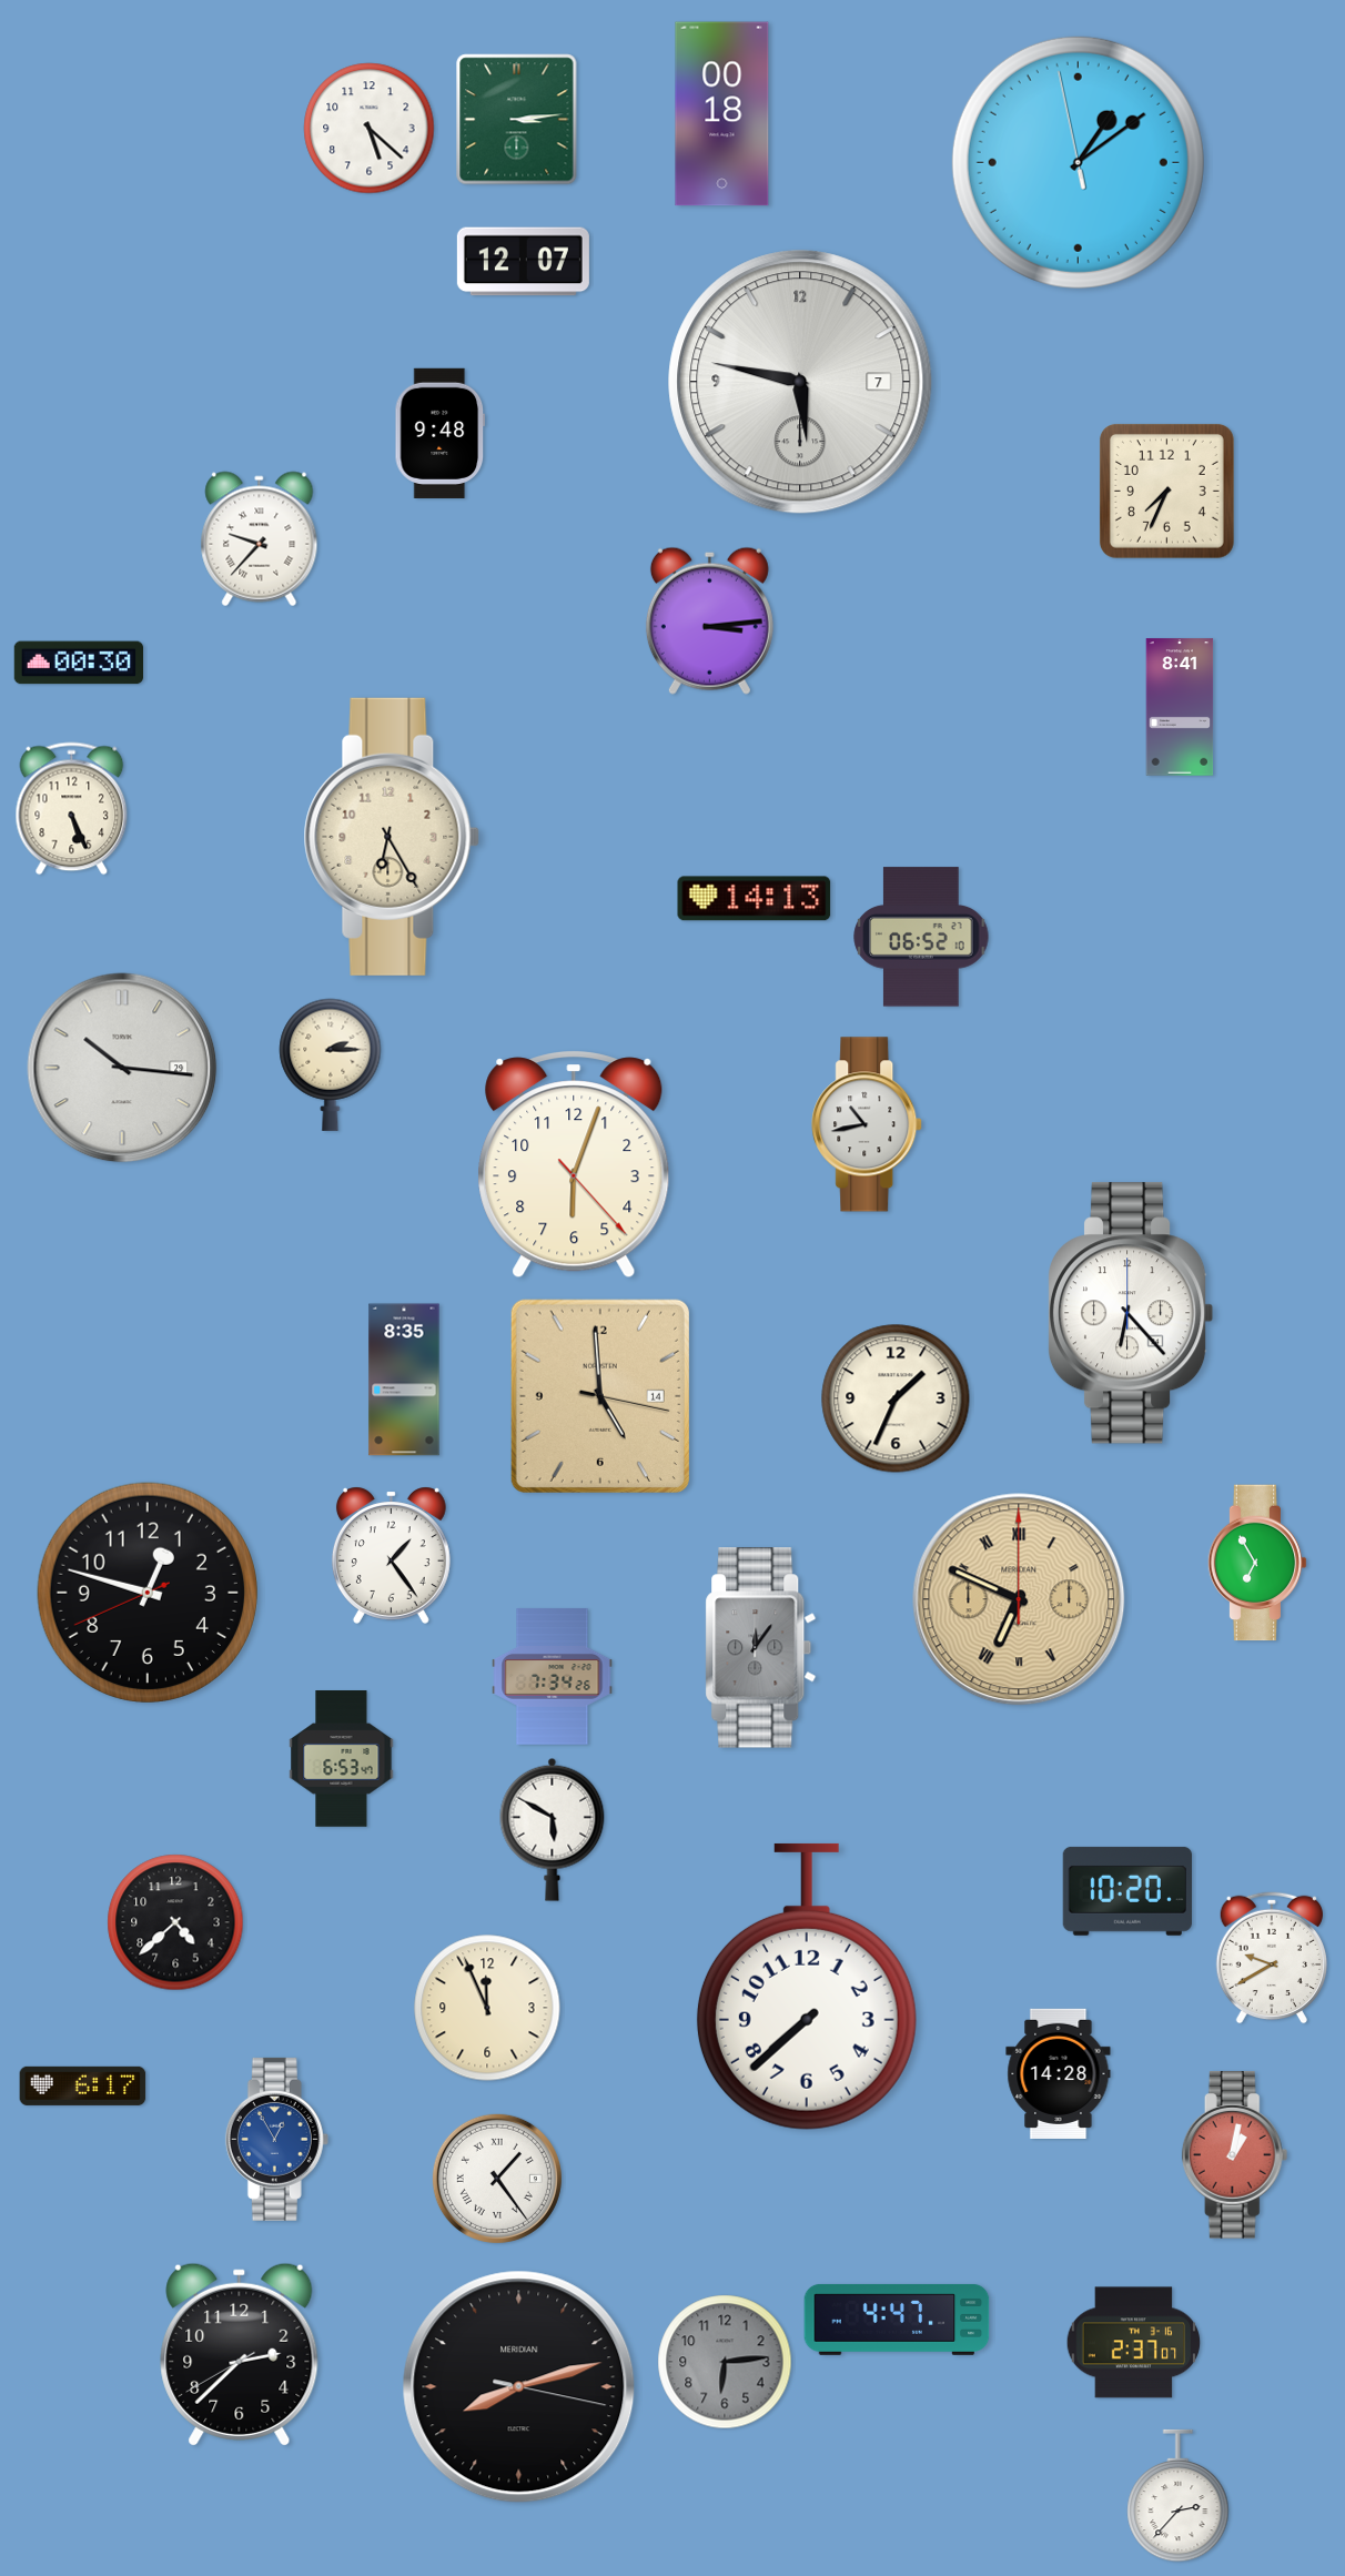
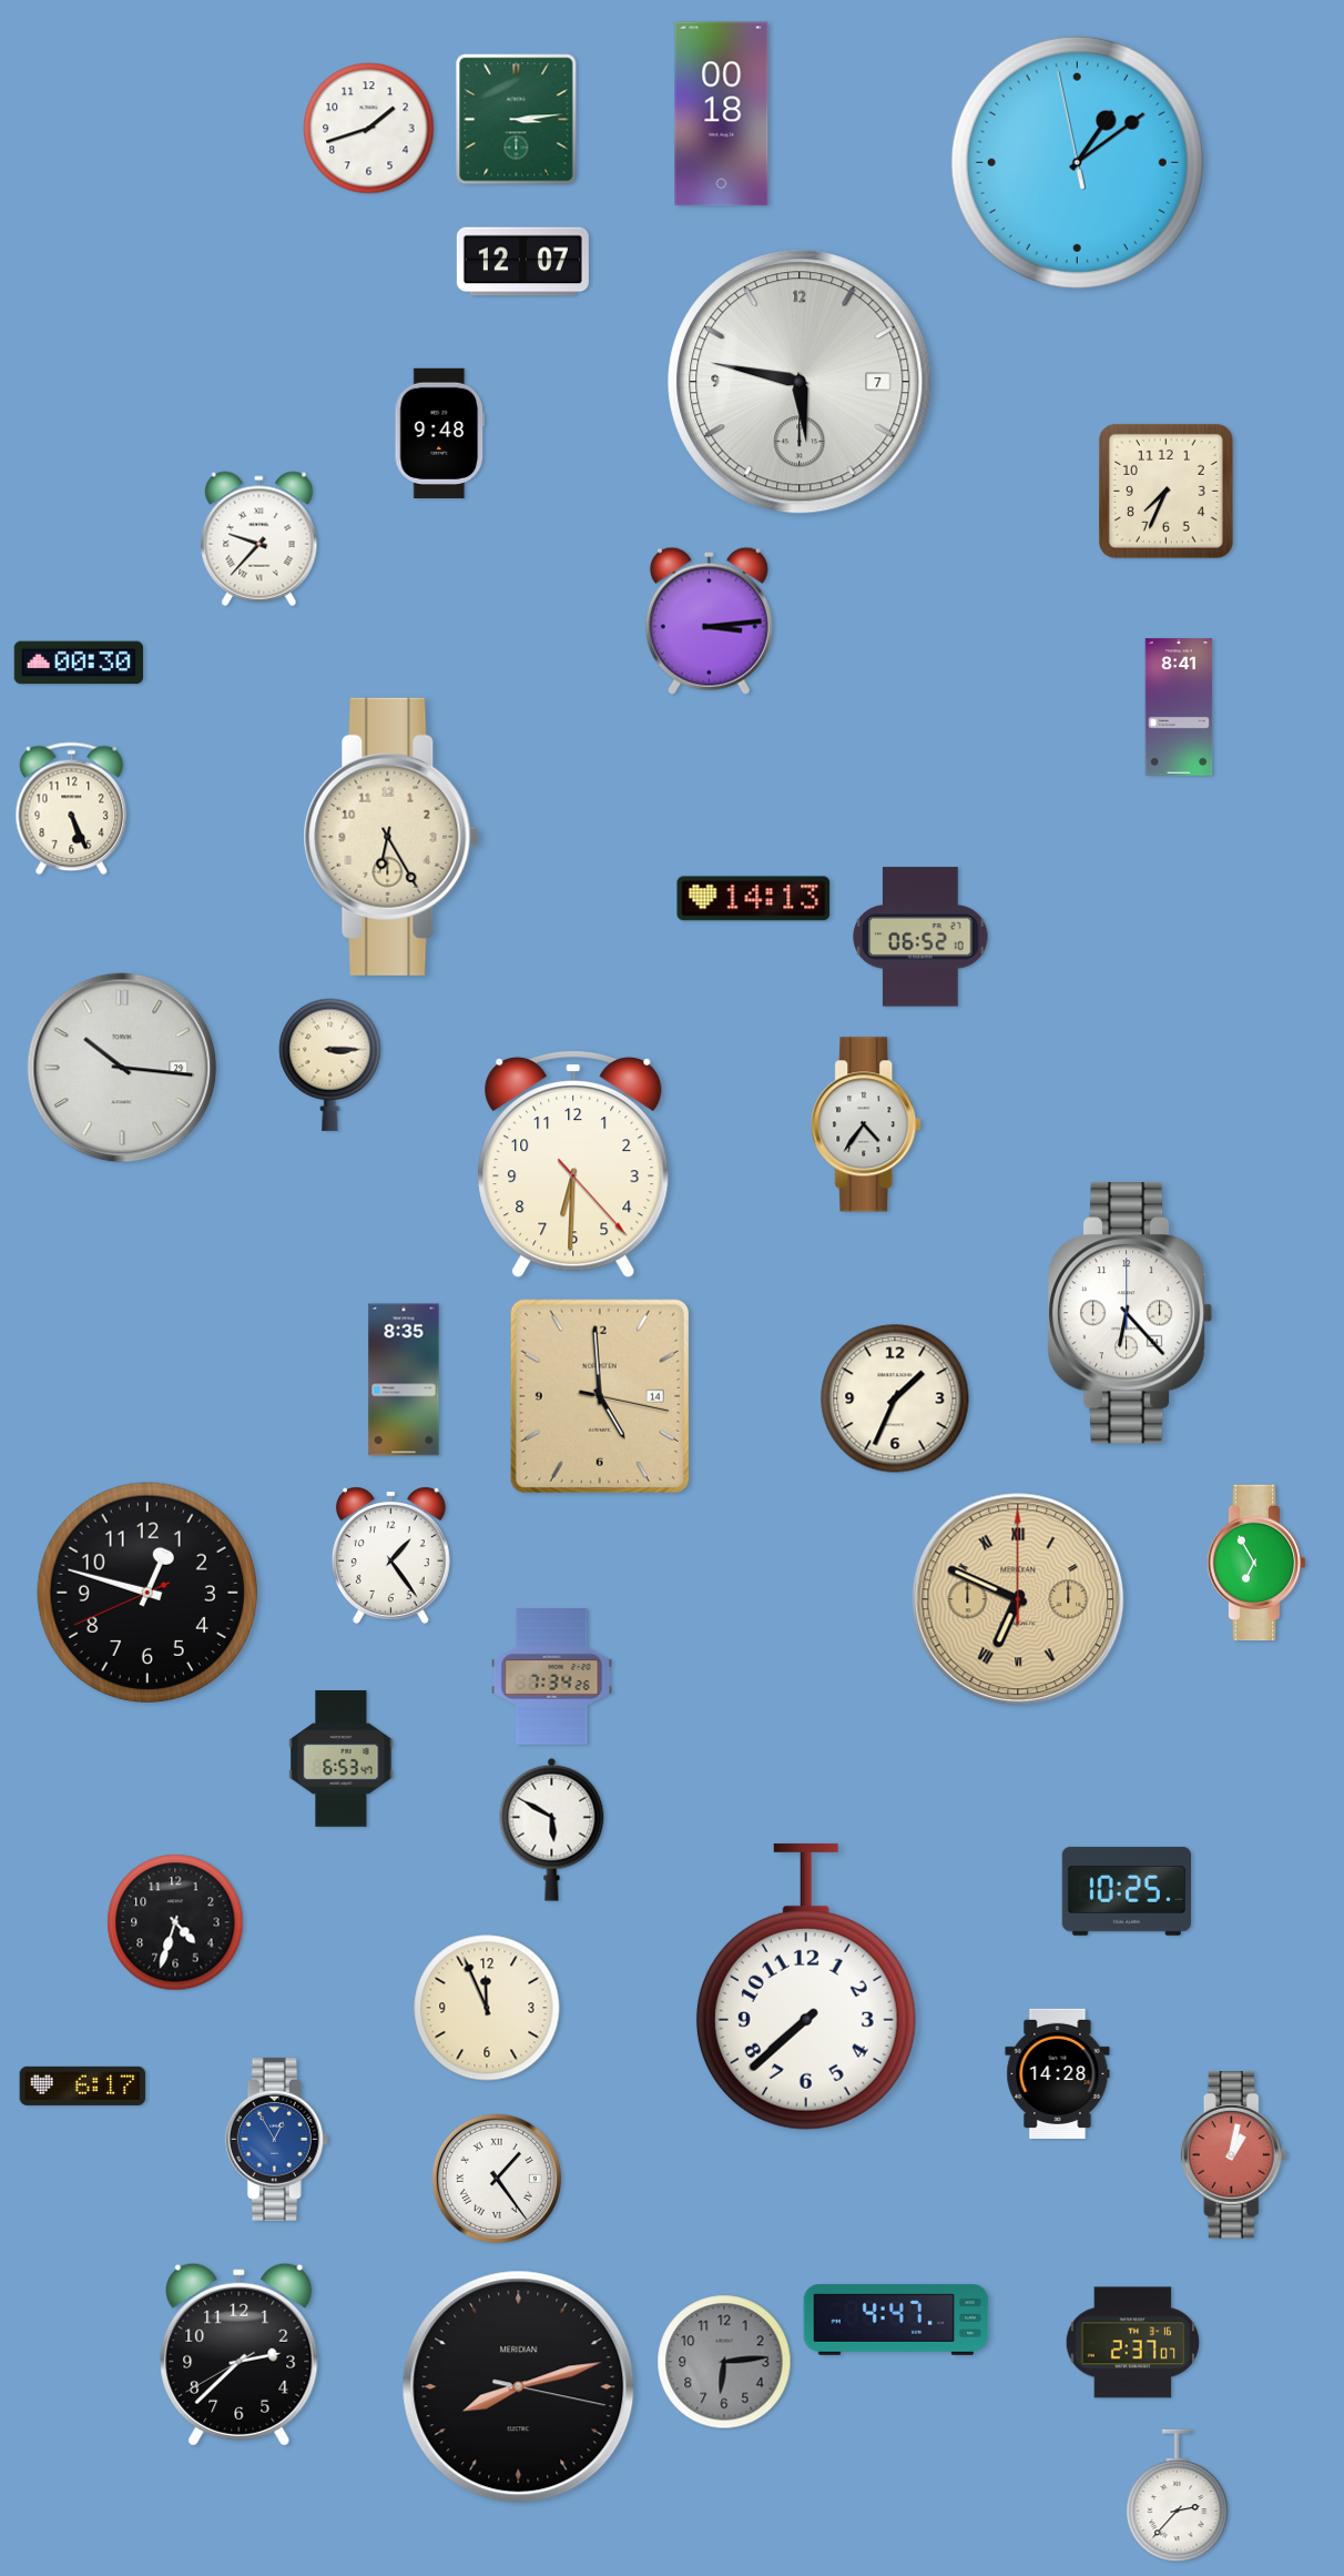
clock at (370, 129): 5:22 -> 1:42
clock at (331, 1064): 2:15 -> 3:15
clock at (868, 1124): 10:43 -> 4:36
clock at (574, 1164): 6:03 -> 6:30
clock at (761, 1648): 12:06 -> none
clock at (1127, 1891): 10:20 -> 10:25
clock at (175, 1922): 4:38 -> 4:33
clock at (1271, 1958): 9:40 -> none
